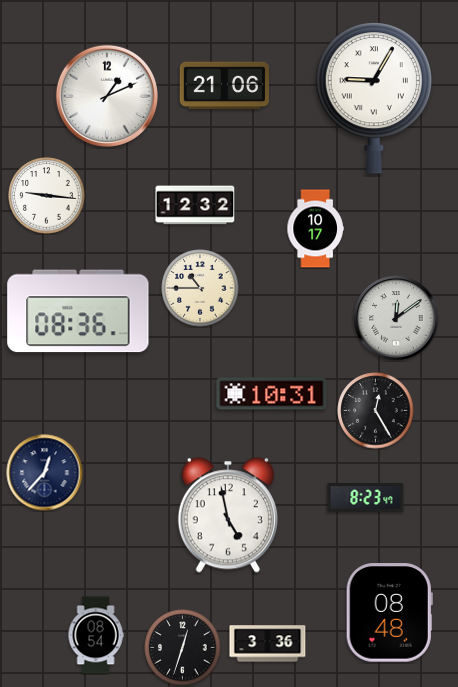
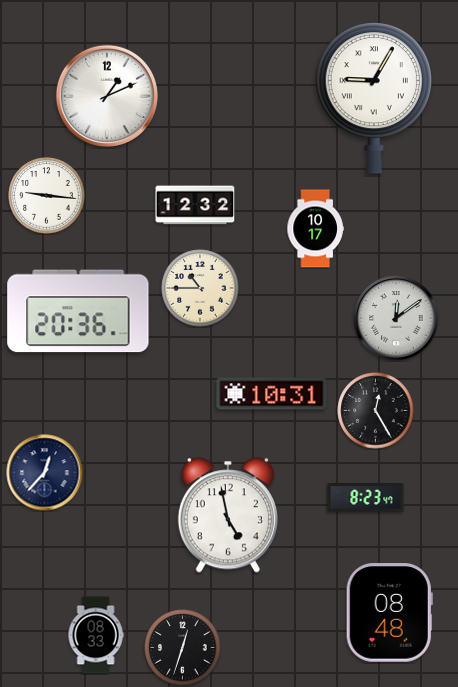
clock at (224, 86): 21:06 -> none
clock at (78, 311): 08:36 -> 20:36
clock at (96, 635): 08:54 -> 08:33
clock at (268, 644): 3:36 -> none
